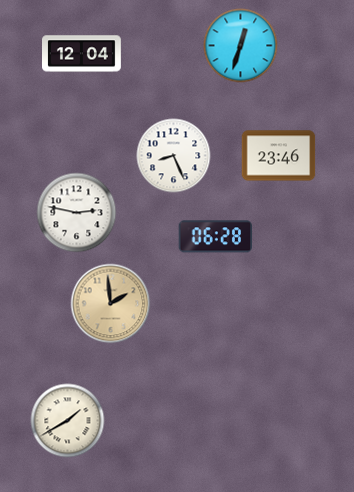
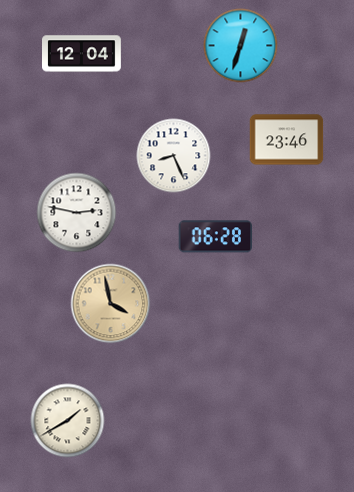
clock at (279, 156) position: (279, 156) -> (287, 140)
clock at (111, 304): 1:59 -> 3:58
